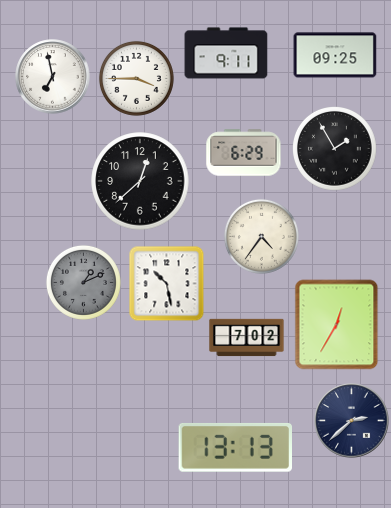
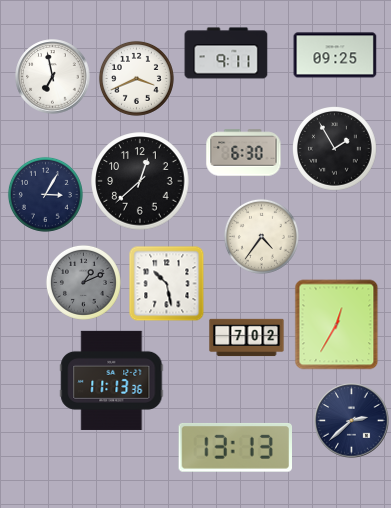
clock at (136, 78): 3:45 -> 3:41
clock at (244, 153): 6:29 -> 6:30
clock at (45, 194): none -> 3:05
clock at (112, 380): none -> 11:13
